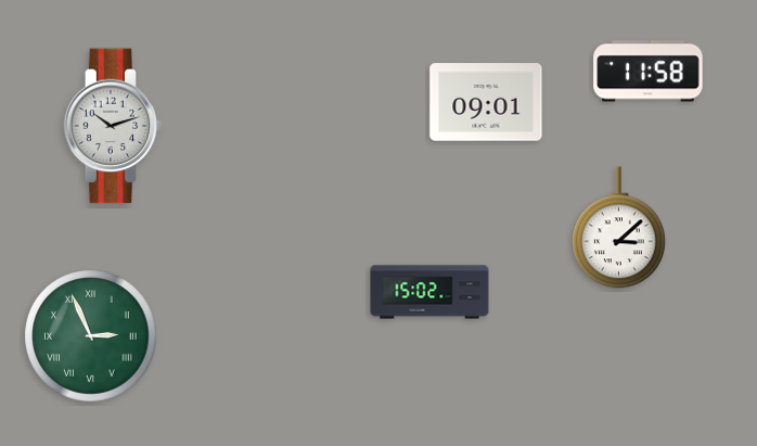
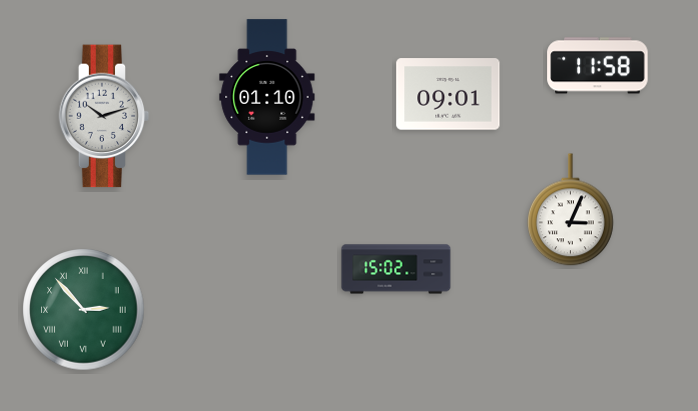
clock at (267, 97): none -> 01:10
clock at (619, 228): 3:08 -> 3:04
clock at (91, 336): 2:56 -> 2:53
